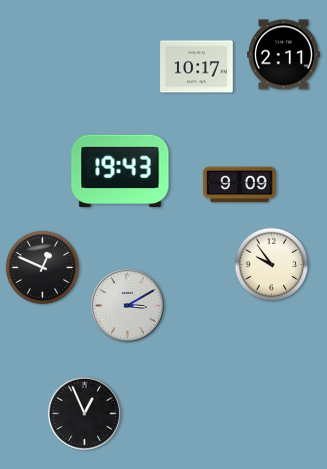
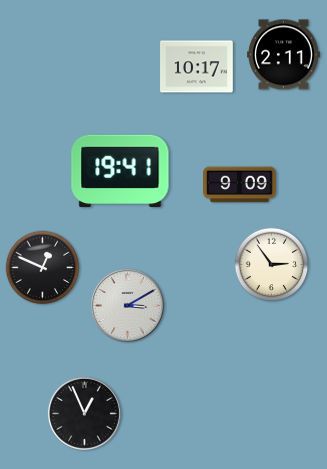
clock at (120, 171): 19:43 -> 19:41
clock at (272, 265): 9:54 -> 2:54
